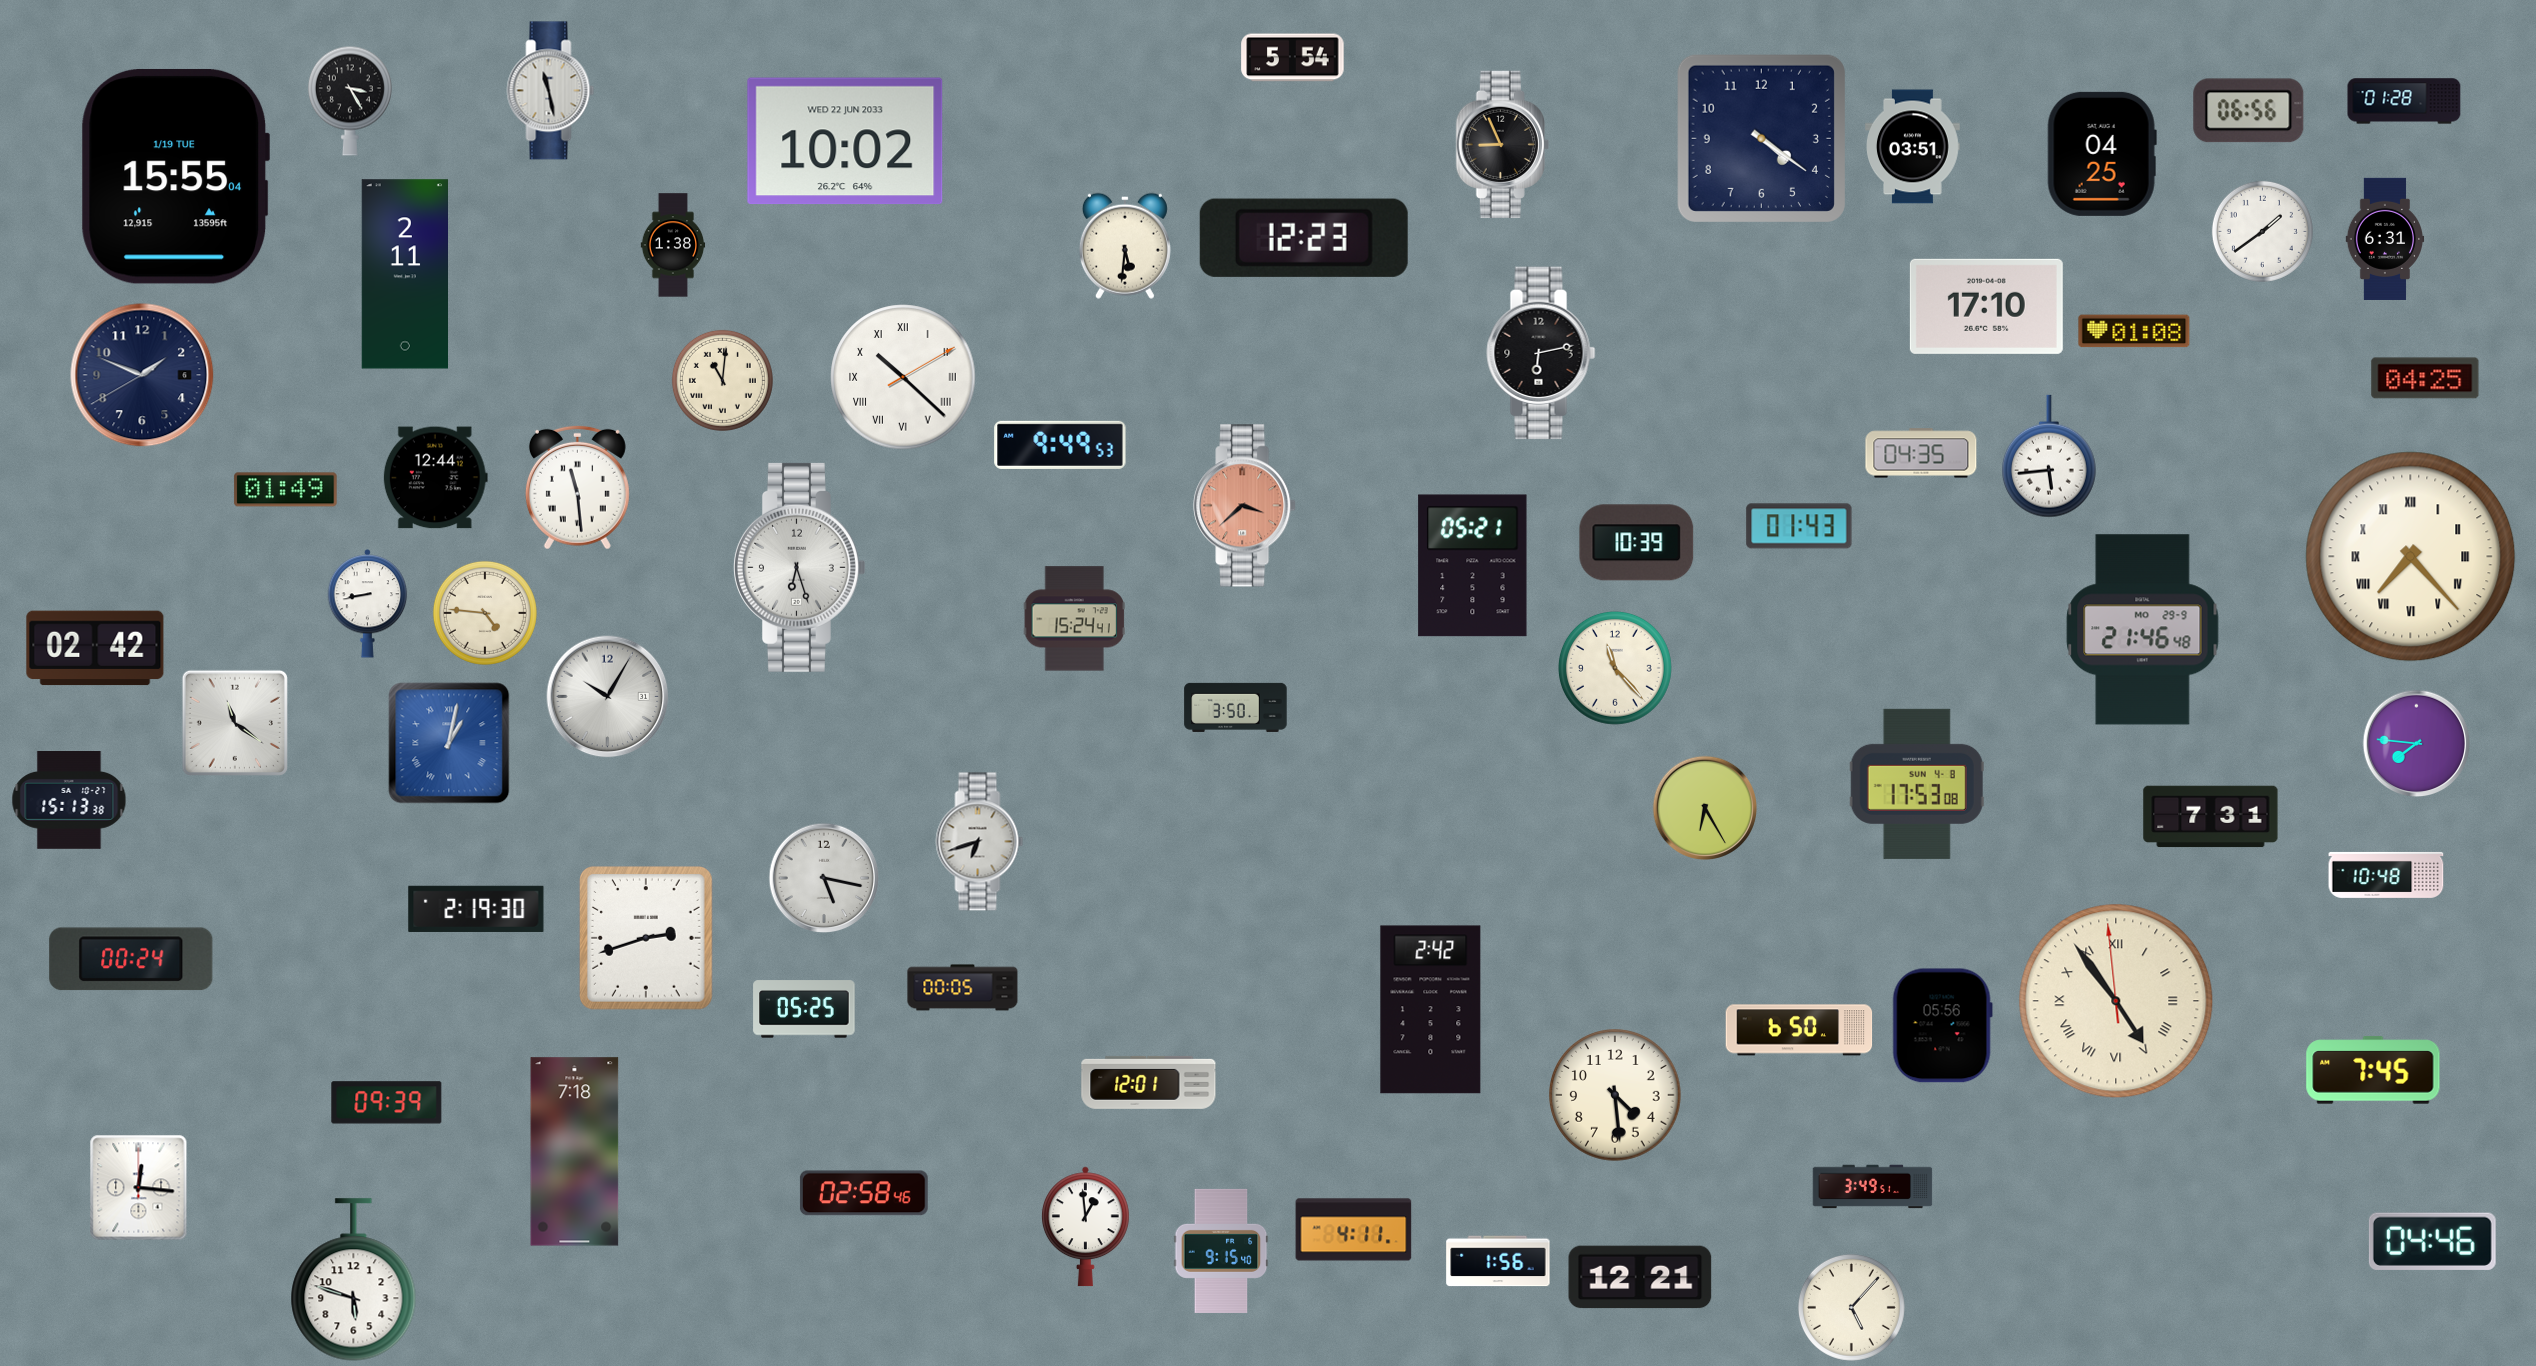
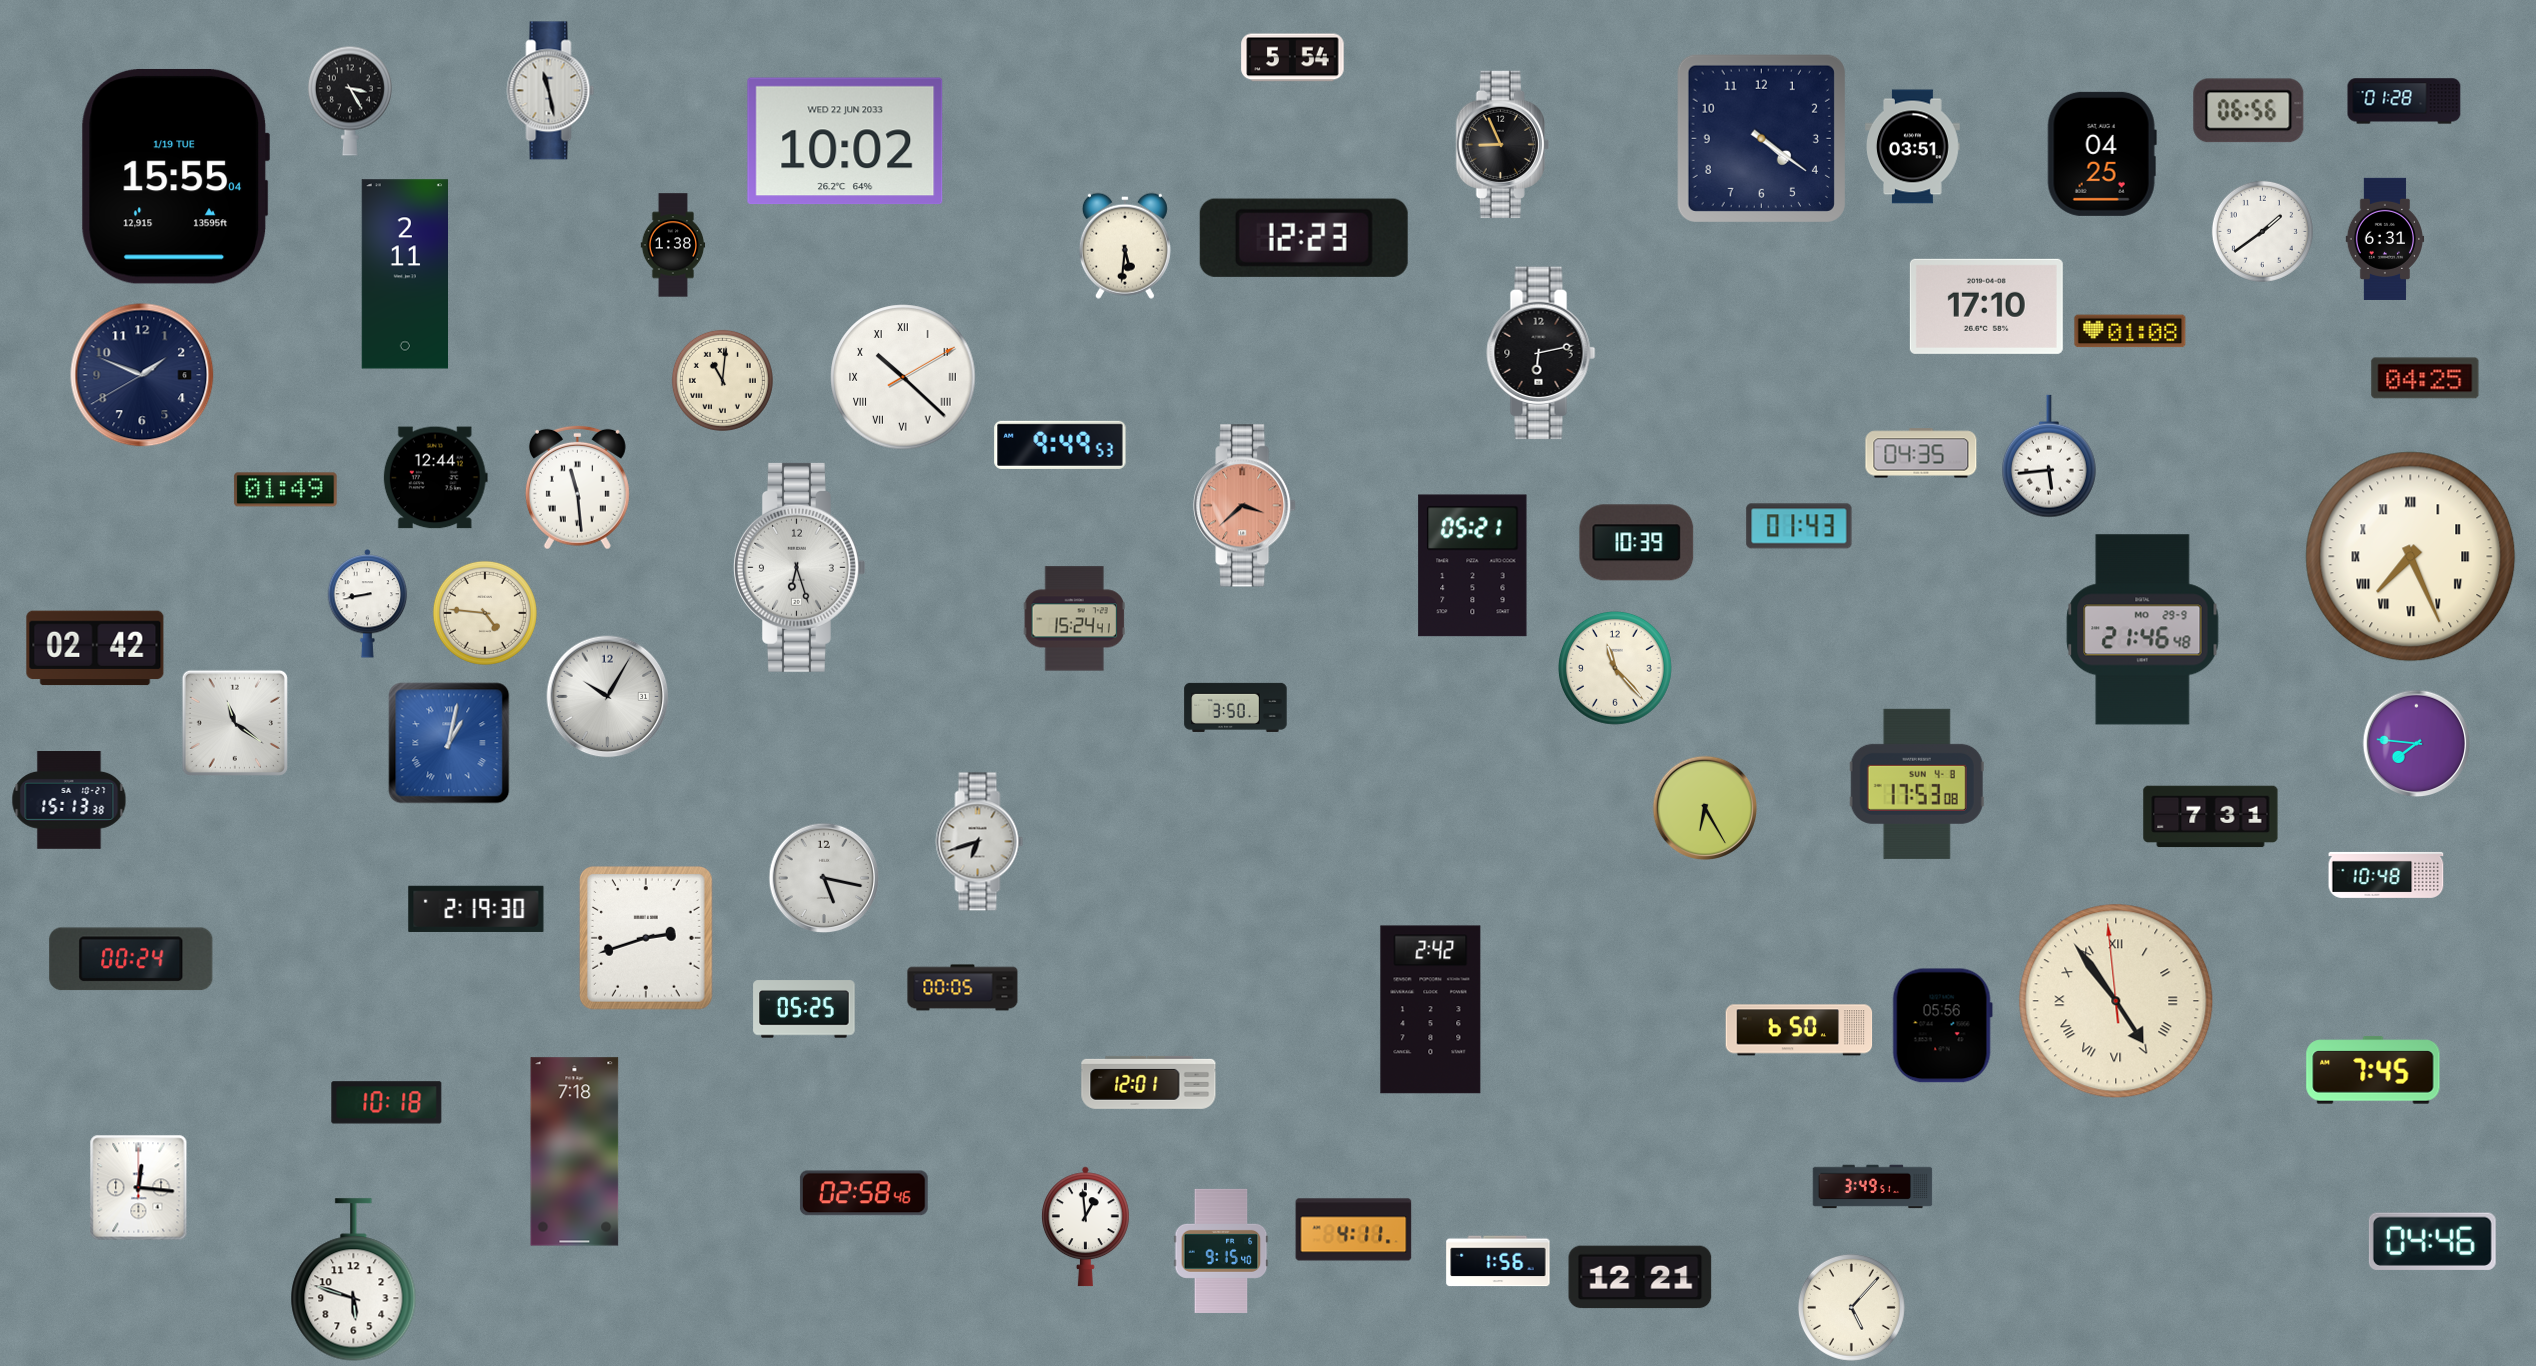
clock at (2134, 331) position: (2134, 331) -> (2130, 331)
clock at (2411, 557): 7:23 -> 7:26
clock at (1615, 1095): 4:29 -> none
clock at (387, 1103): 09:39 -> 10:18
